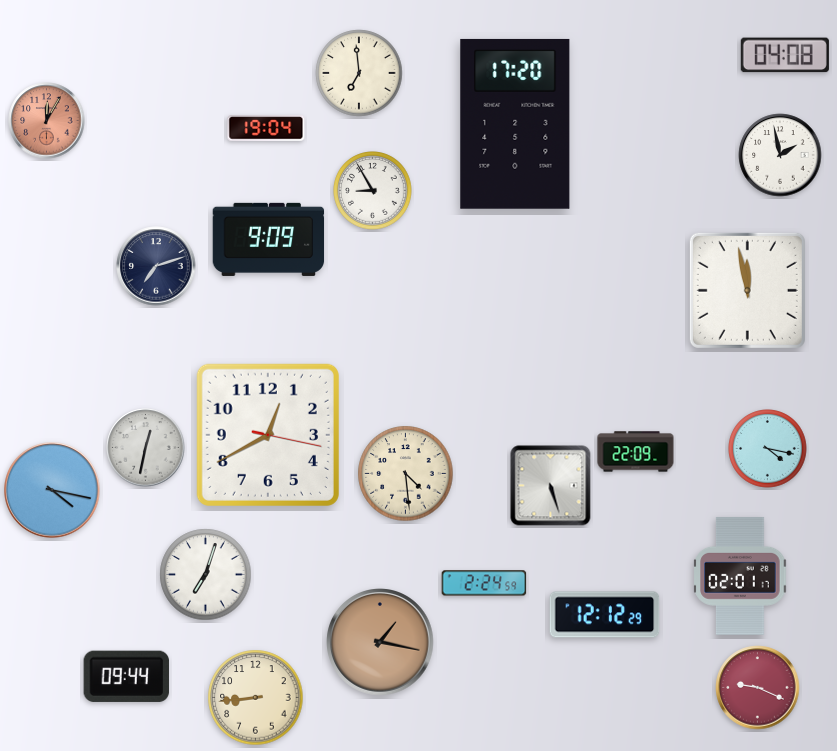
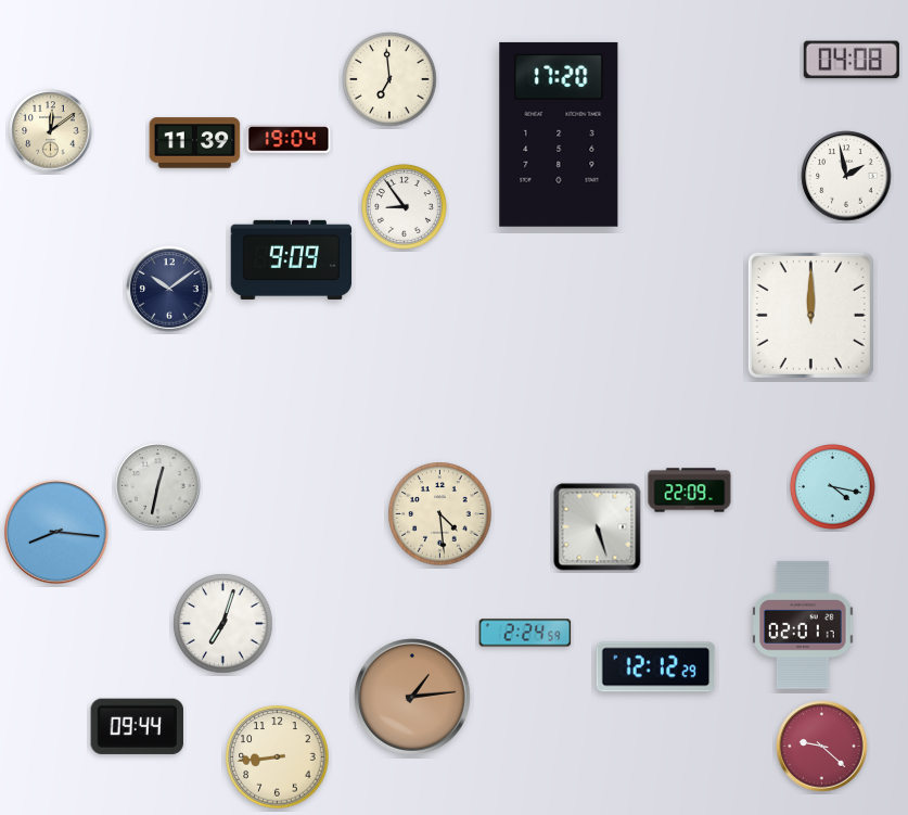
clock at (47, 121): 12:05 -> 12:09
clock at (47, 121) dial: salmon -> cream
clock at (195, 143): none -> 11:39
clock at (780, 155) position: (780, 155) -> (846, 176)
clock at (373, 191): 8:55 -> 8:54
clock at (156, 266): 7:12 -> 10:09
clock at (747, 290): 11:58 -> 12:00
clock at (268, 435): 12:40 -> none
clock at (52, 490): 4:17 -> 8:16
clock at (380, 642): 1:17 -> 1:14
clock at (126, 676) position: (126, 676) -> (137, 726)
clock at (758, 688): 9:19 -> 9:22
